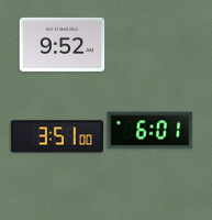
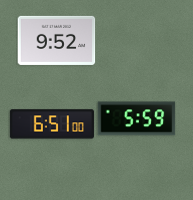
clock at (149, 131): 6:01 -> 5:59
clock at (57, 136): 3:51 -> 6:51
